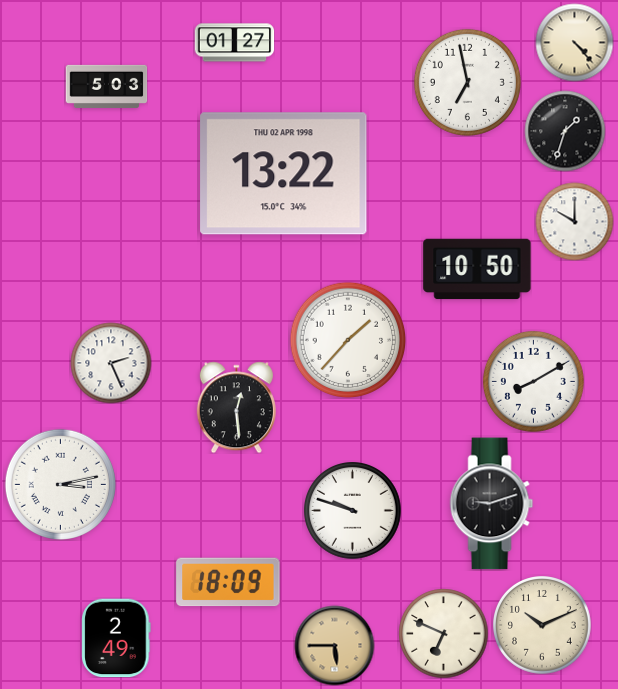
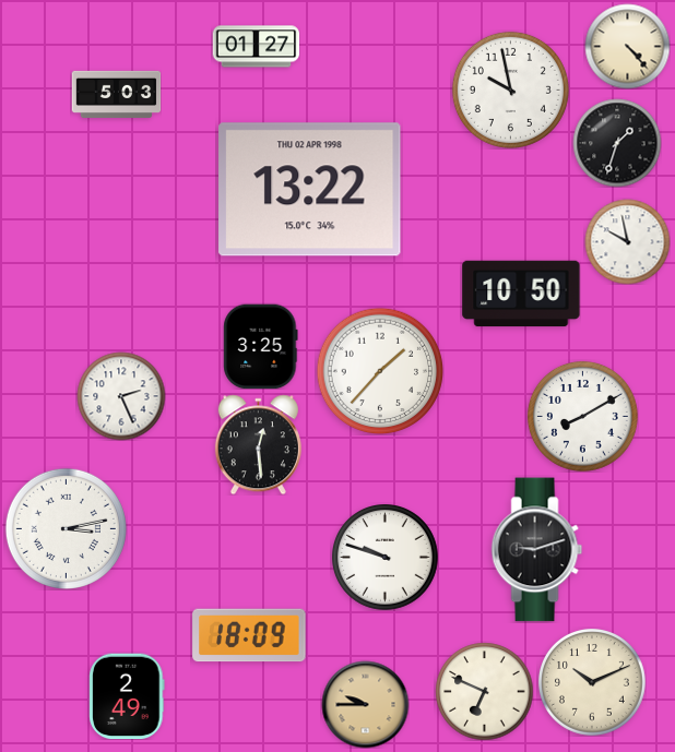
clock at (467, 82): 6:58 -> 9:58
clock at (574, 221): 10:00 -> 9:58
clock at (261, 346): none -> 3:25
clock at (334, 645): 5:45 -> 9:45
